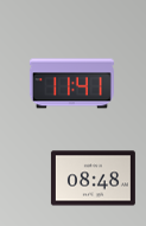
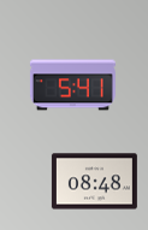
clock at (71, 84): 11:41 -> 5:41
